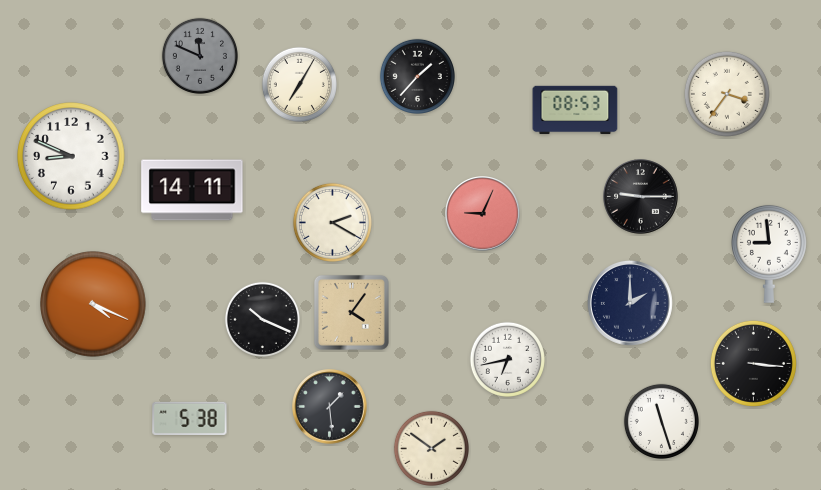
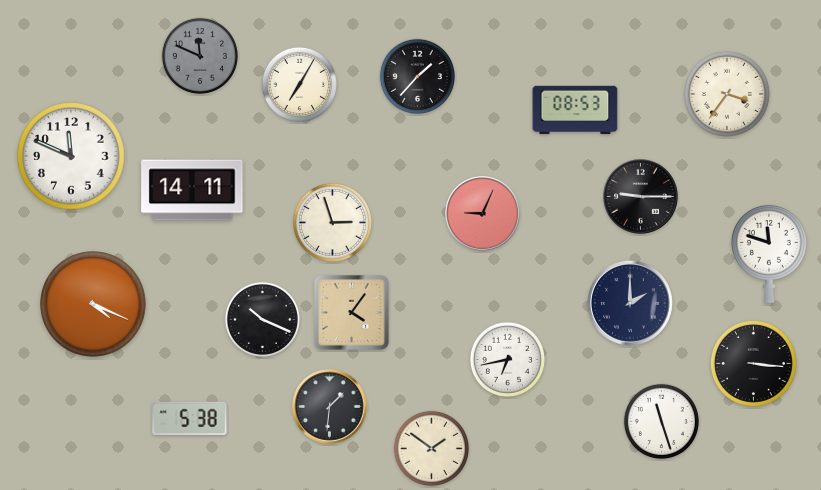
clock at (71, 156): 8:49 -> 11:49
clock at (332, 222): 2:20 -> 2:57
clock at (769, 254): 8:59 -> 11:48
clock at (330, 407): 1:29 -> 1:31
